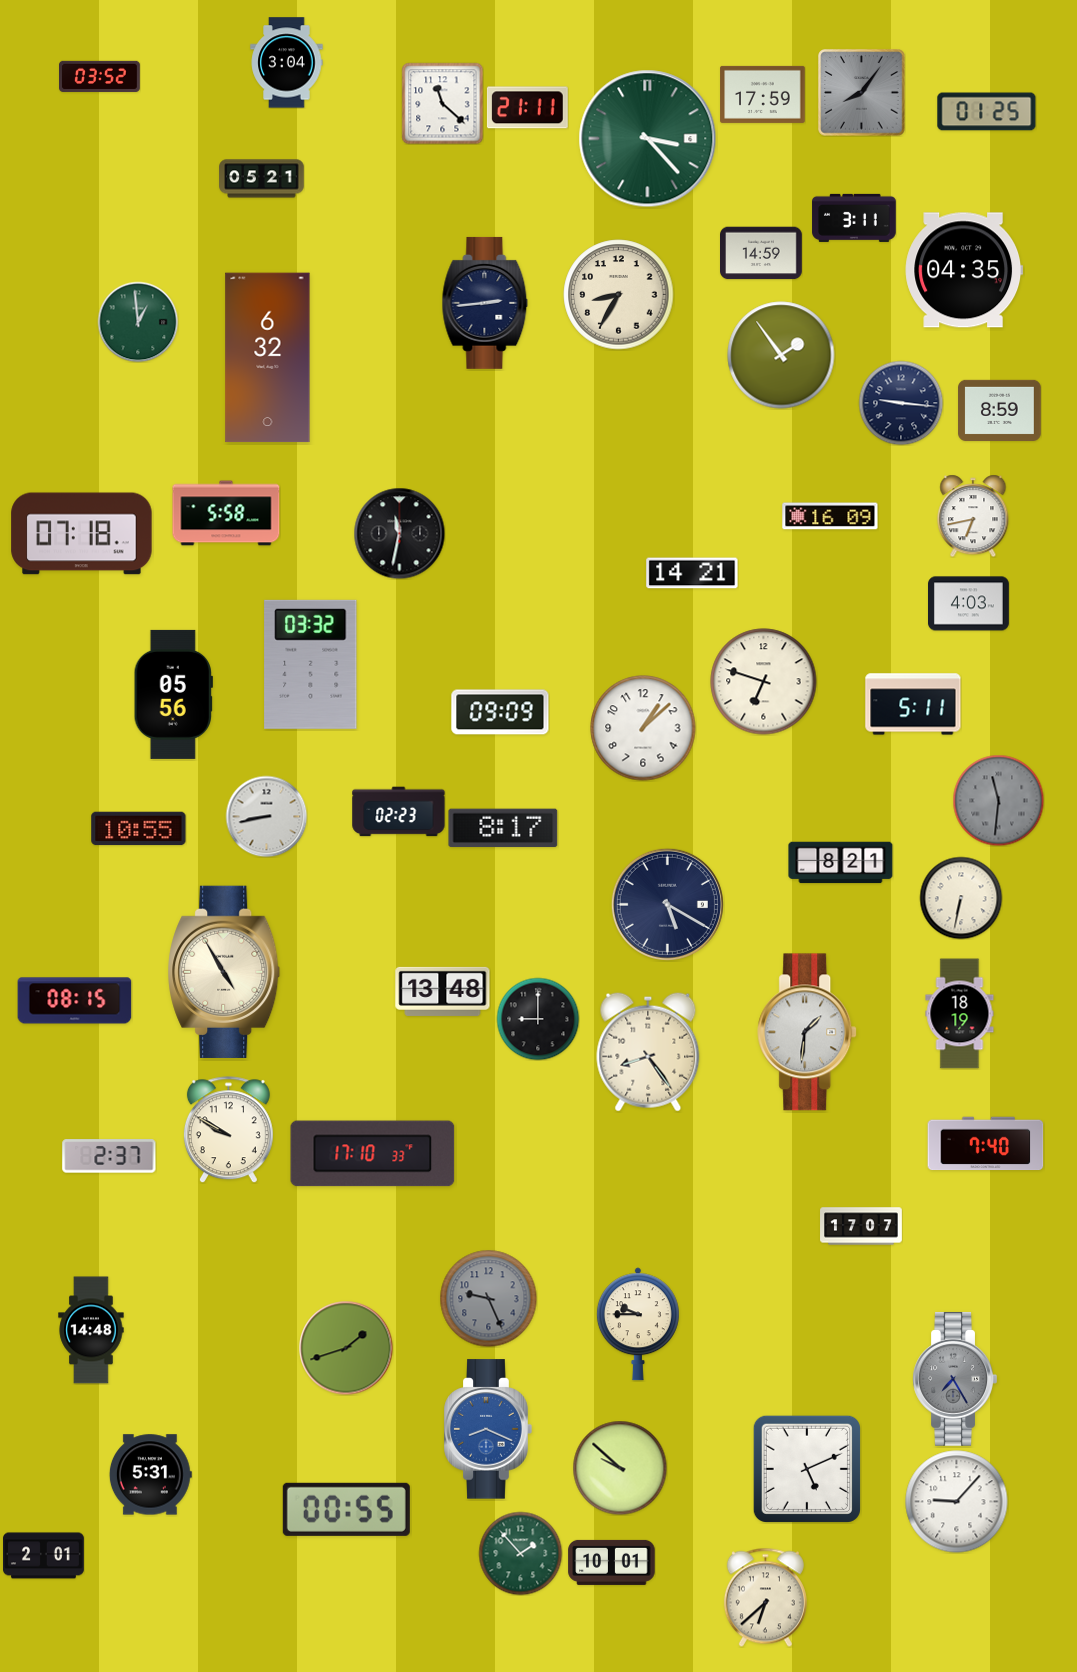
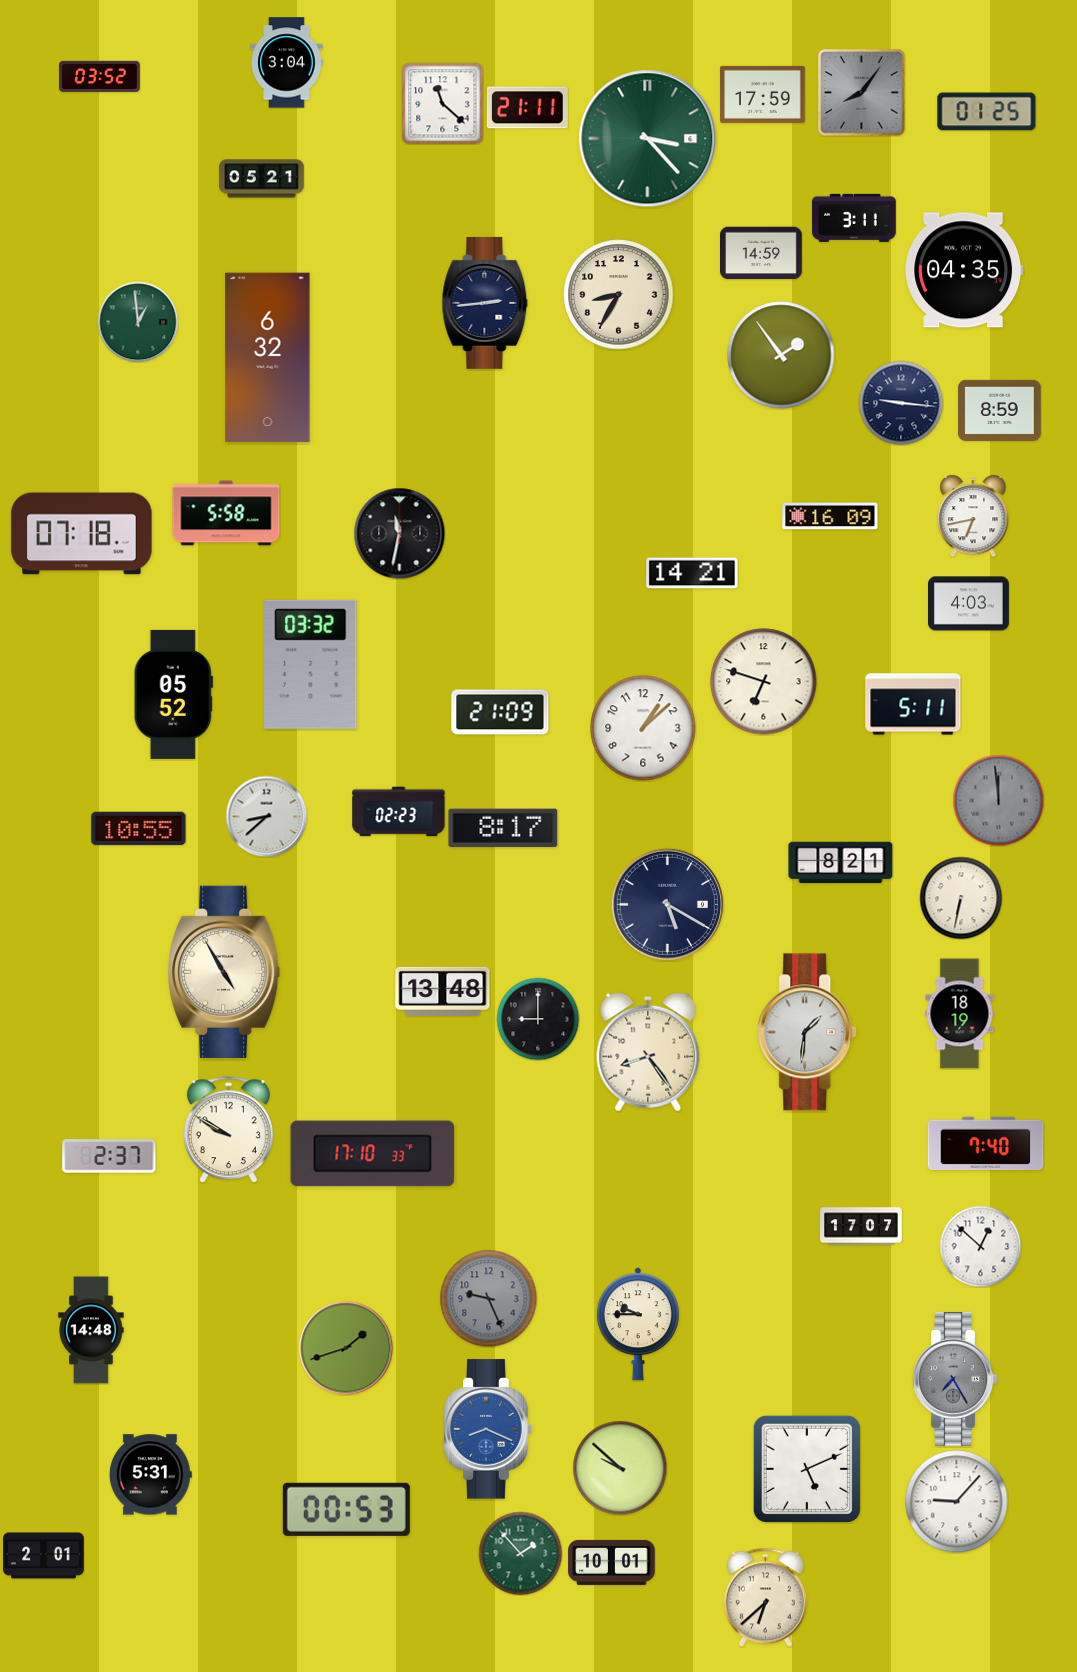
clock at (173, 694): 05:56 -> 05:52
clock at (500, 712): 09:09 -> 21:09
clock at (998, 800): 11:31 -> 11:59
clock at (266, 816): 8:43 -> 8:38
clock at (75, 1001): 08:15 -> none
clock at (980, 1246): none -> 12:52
clock at (346, 1509): 00:55 -> 00:53
